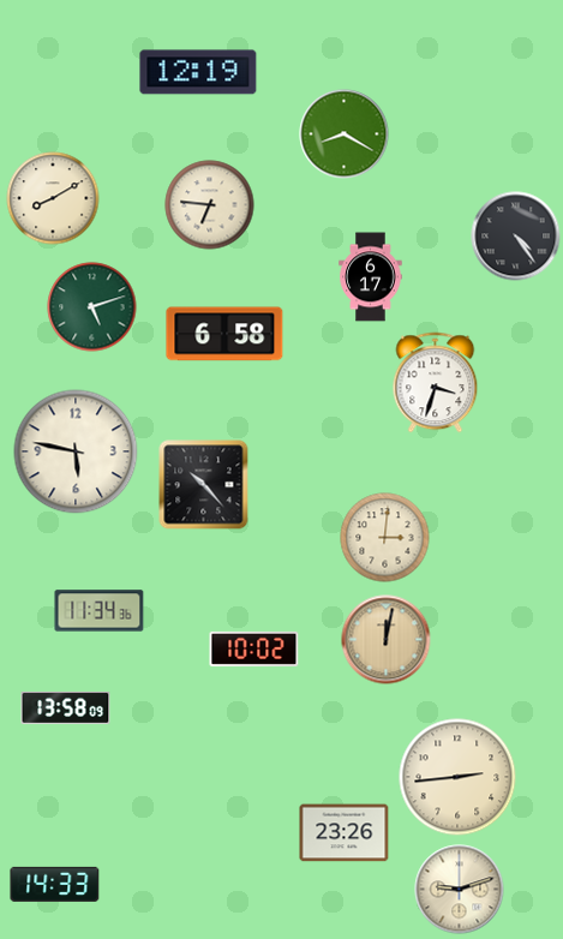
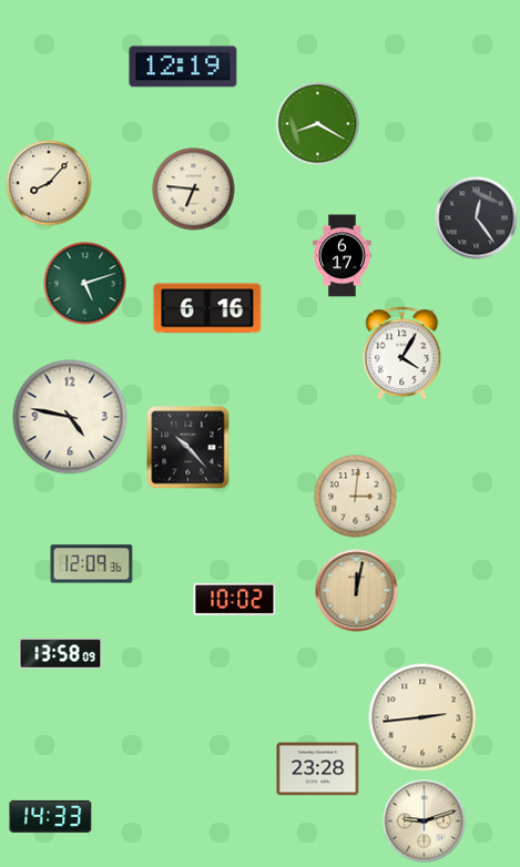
clock at (53, 198): 8:10 -> 8:07
clock at (516, 237): 4:24 -> 12:24
clock at (224, 334): 6:58 -> 6:16
clock at (436, 383): 3:33 -> 4:05
clock at (76, 451): 5:47 -> 4:47
clock at (100, 611): 11:34 -> 12:09
clock at (345, 833): 23:26 -> 23:28
